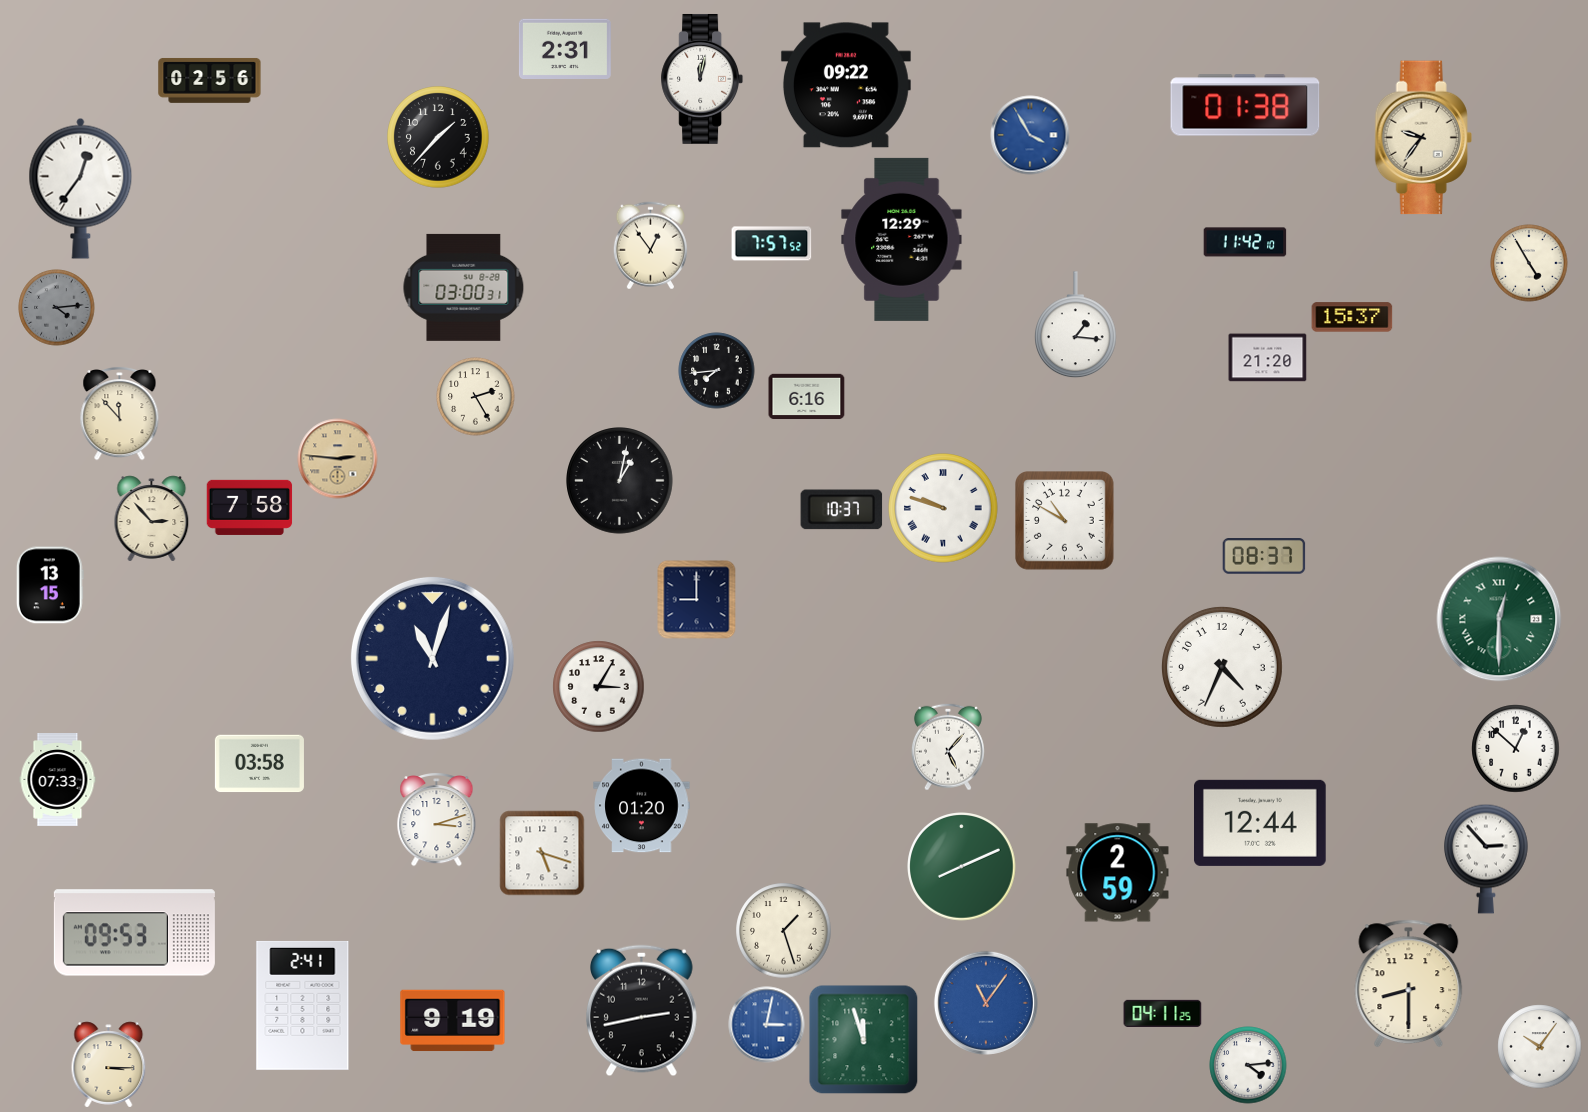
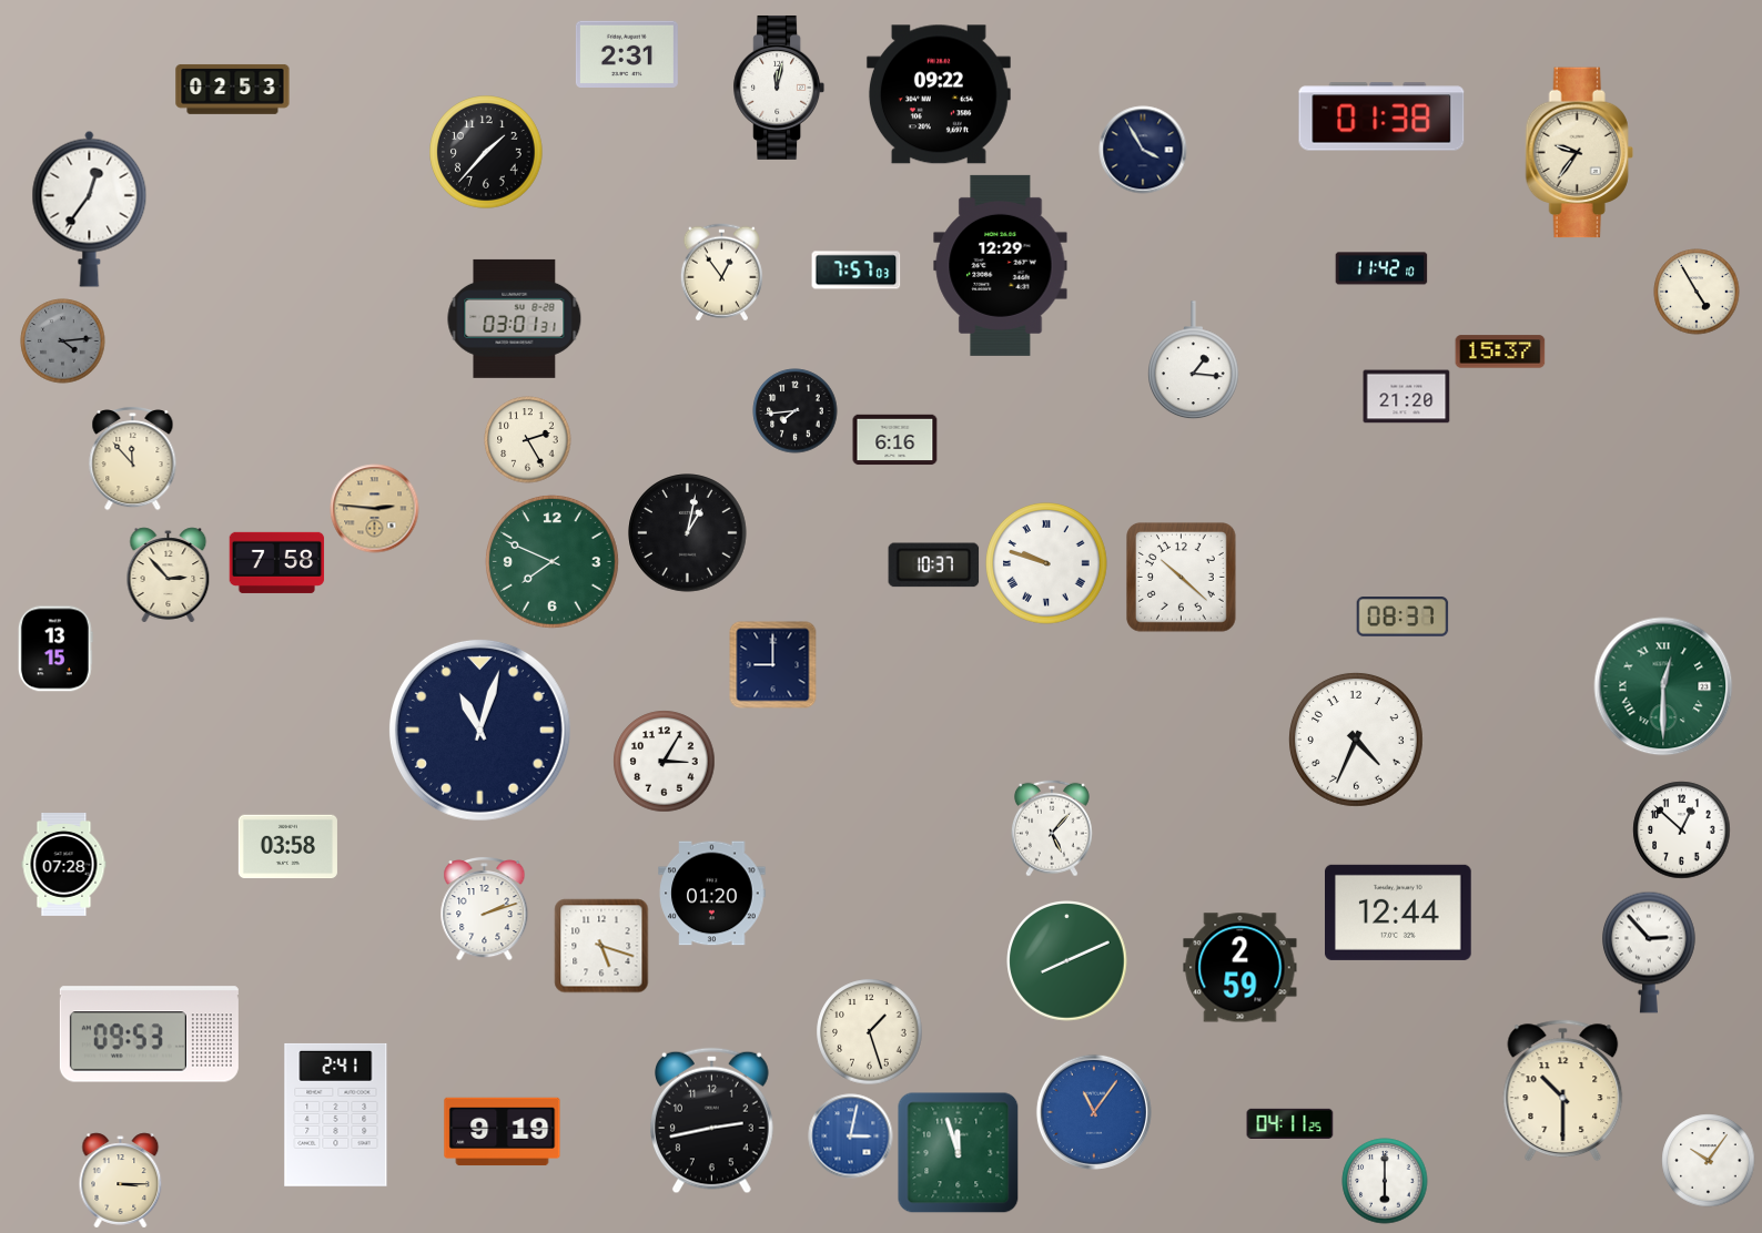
clock at (210, 80): 02:56 -> 02:53
clock at (1030, 135) dial: blue -> navy
clock at (772, 244): 7:57:52 -> 7:57:03
clock at (464, 287): 03:00 -> 03:01
clock at (551, 561): none -> 7:49
clock at (1065, 521): 10:50 -> 10:22
clock at (58, 780): 07:33 -> 07:28
clock at (437, 819): 3:12 -> 2:12
clock at (1409, 984): 8:30 -> 10:30
clock at (1248, 1065): 4:14 -> 6:00
